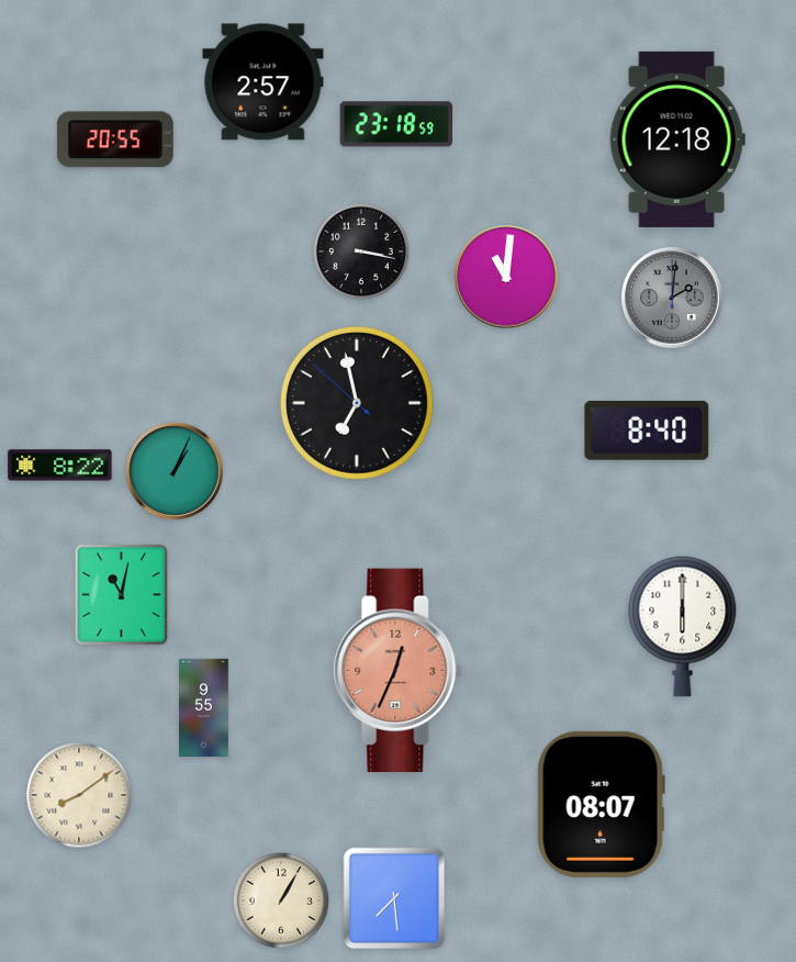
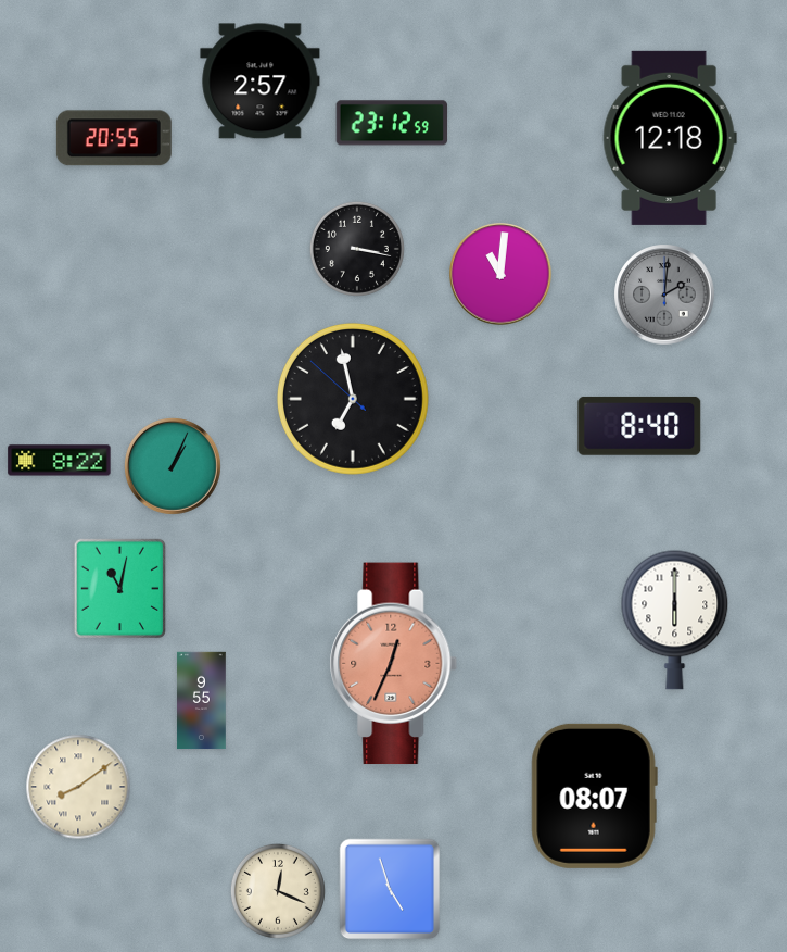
clock at (396, 124): 23:18 -> 23:12
clock at (394, 898): 7:29 -> 4:57
clock at (281, 901): 1:05 -> 12:19
